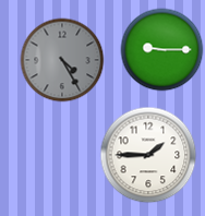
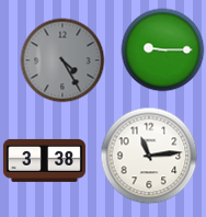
clock at (148, 155): 1:45 -> 11:14
clock at (44, 160): none -> 3:38
